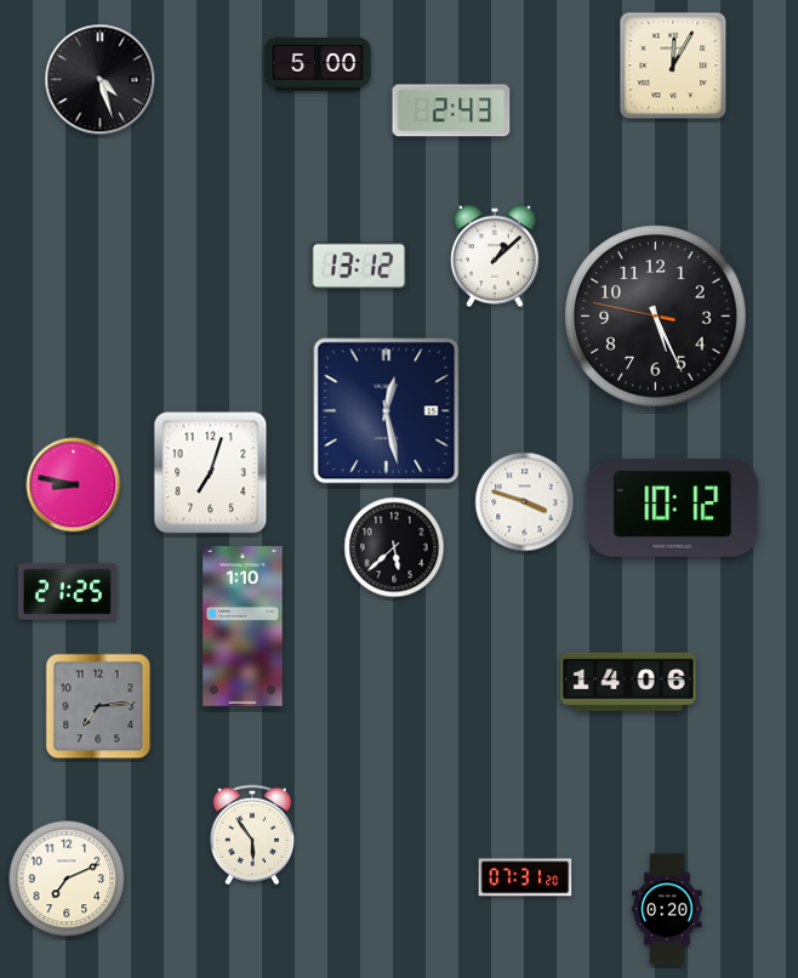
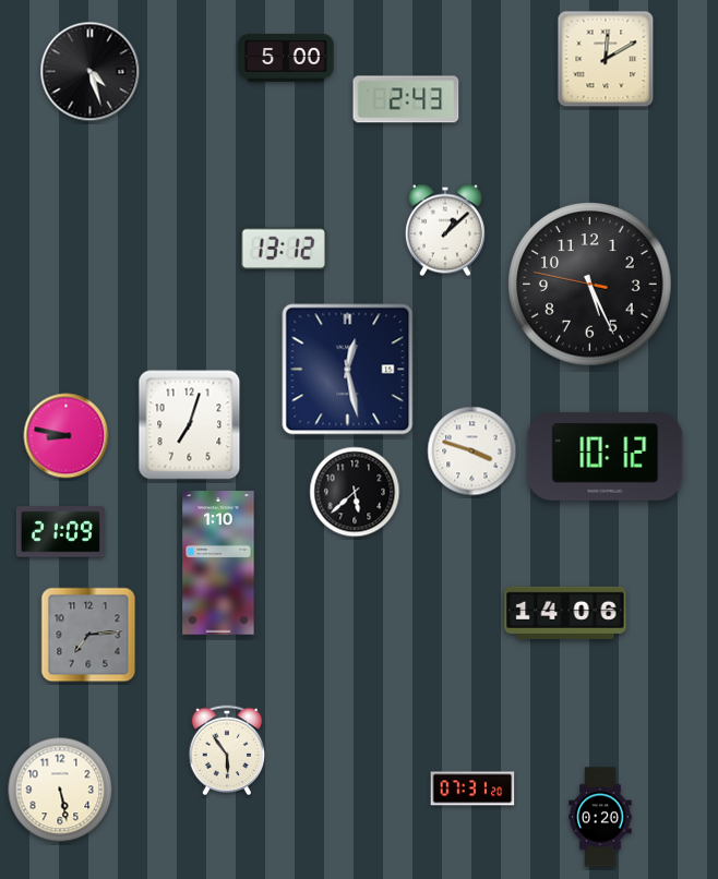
clock at (673, 66): 12:05 -> 12:10
clock at (359, 265) position: (359, 265) -> (284, 248)
clock at (67, 592): 21:25 -> 21:09
clock at (67, 879): 7:11 -> 5:28
